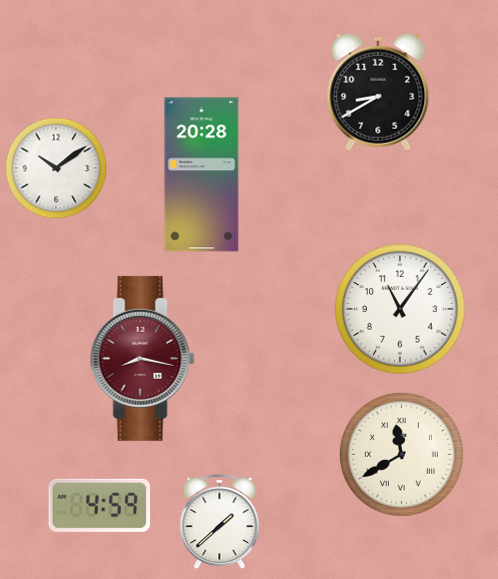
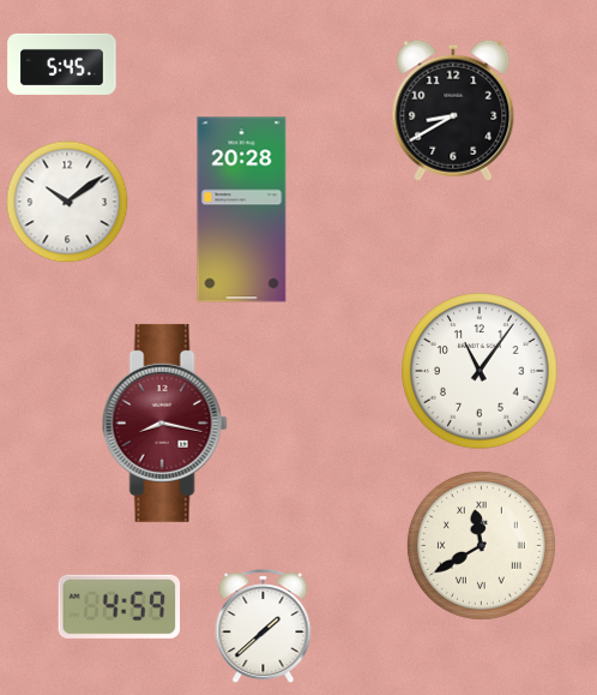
clock at (62, 64): none -> 5:45
clock at (142, 358) position: (142, 358) -> (164, 423)
